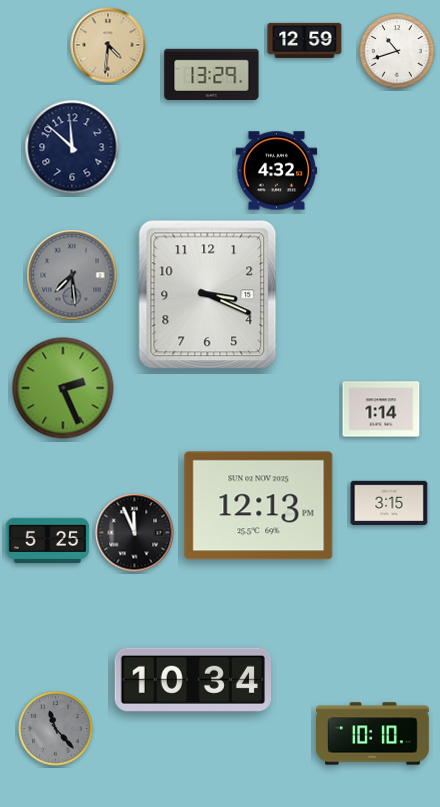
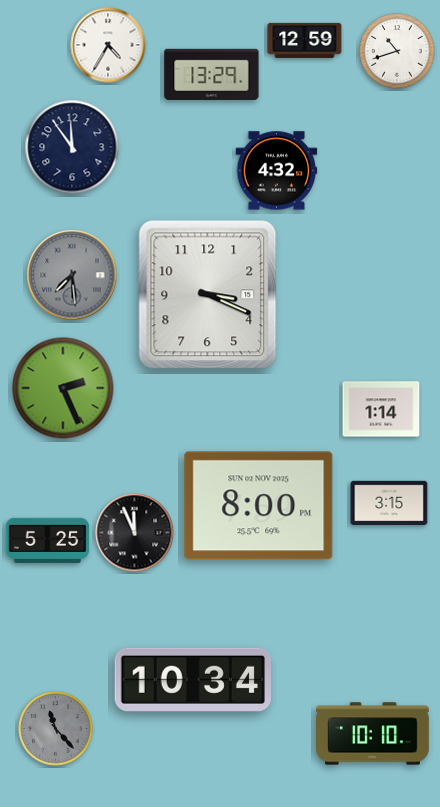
clock at (108, 45): 4:31 -> 4:35
clock at (108, 45) dial: champagne -> white
clock at (72, 147): 11:52 -> 11:54
clock at (259, 506): 12:13 -> 8:00
